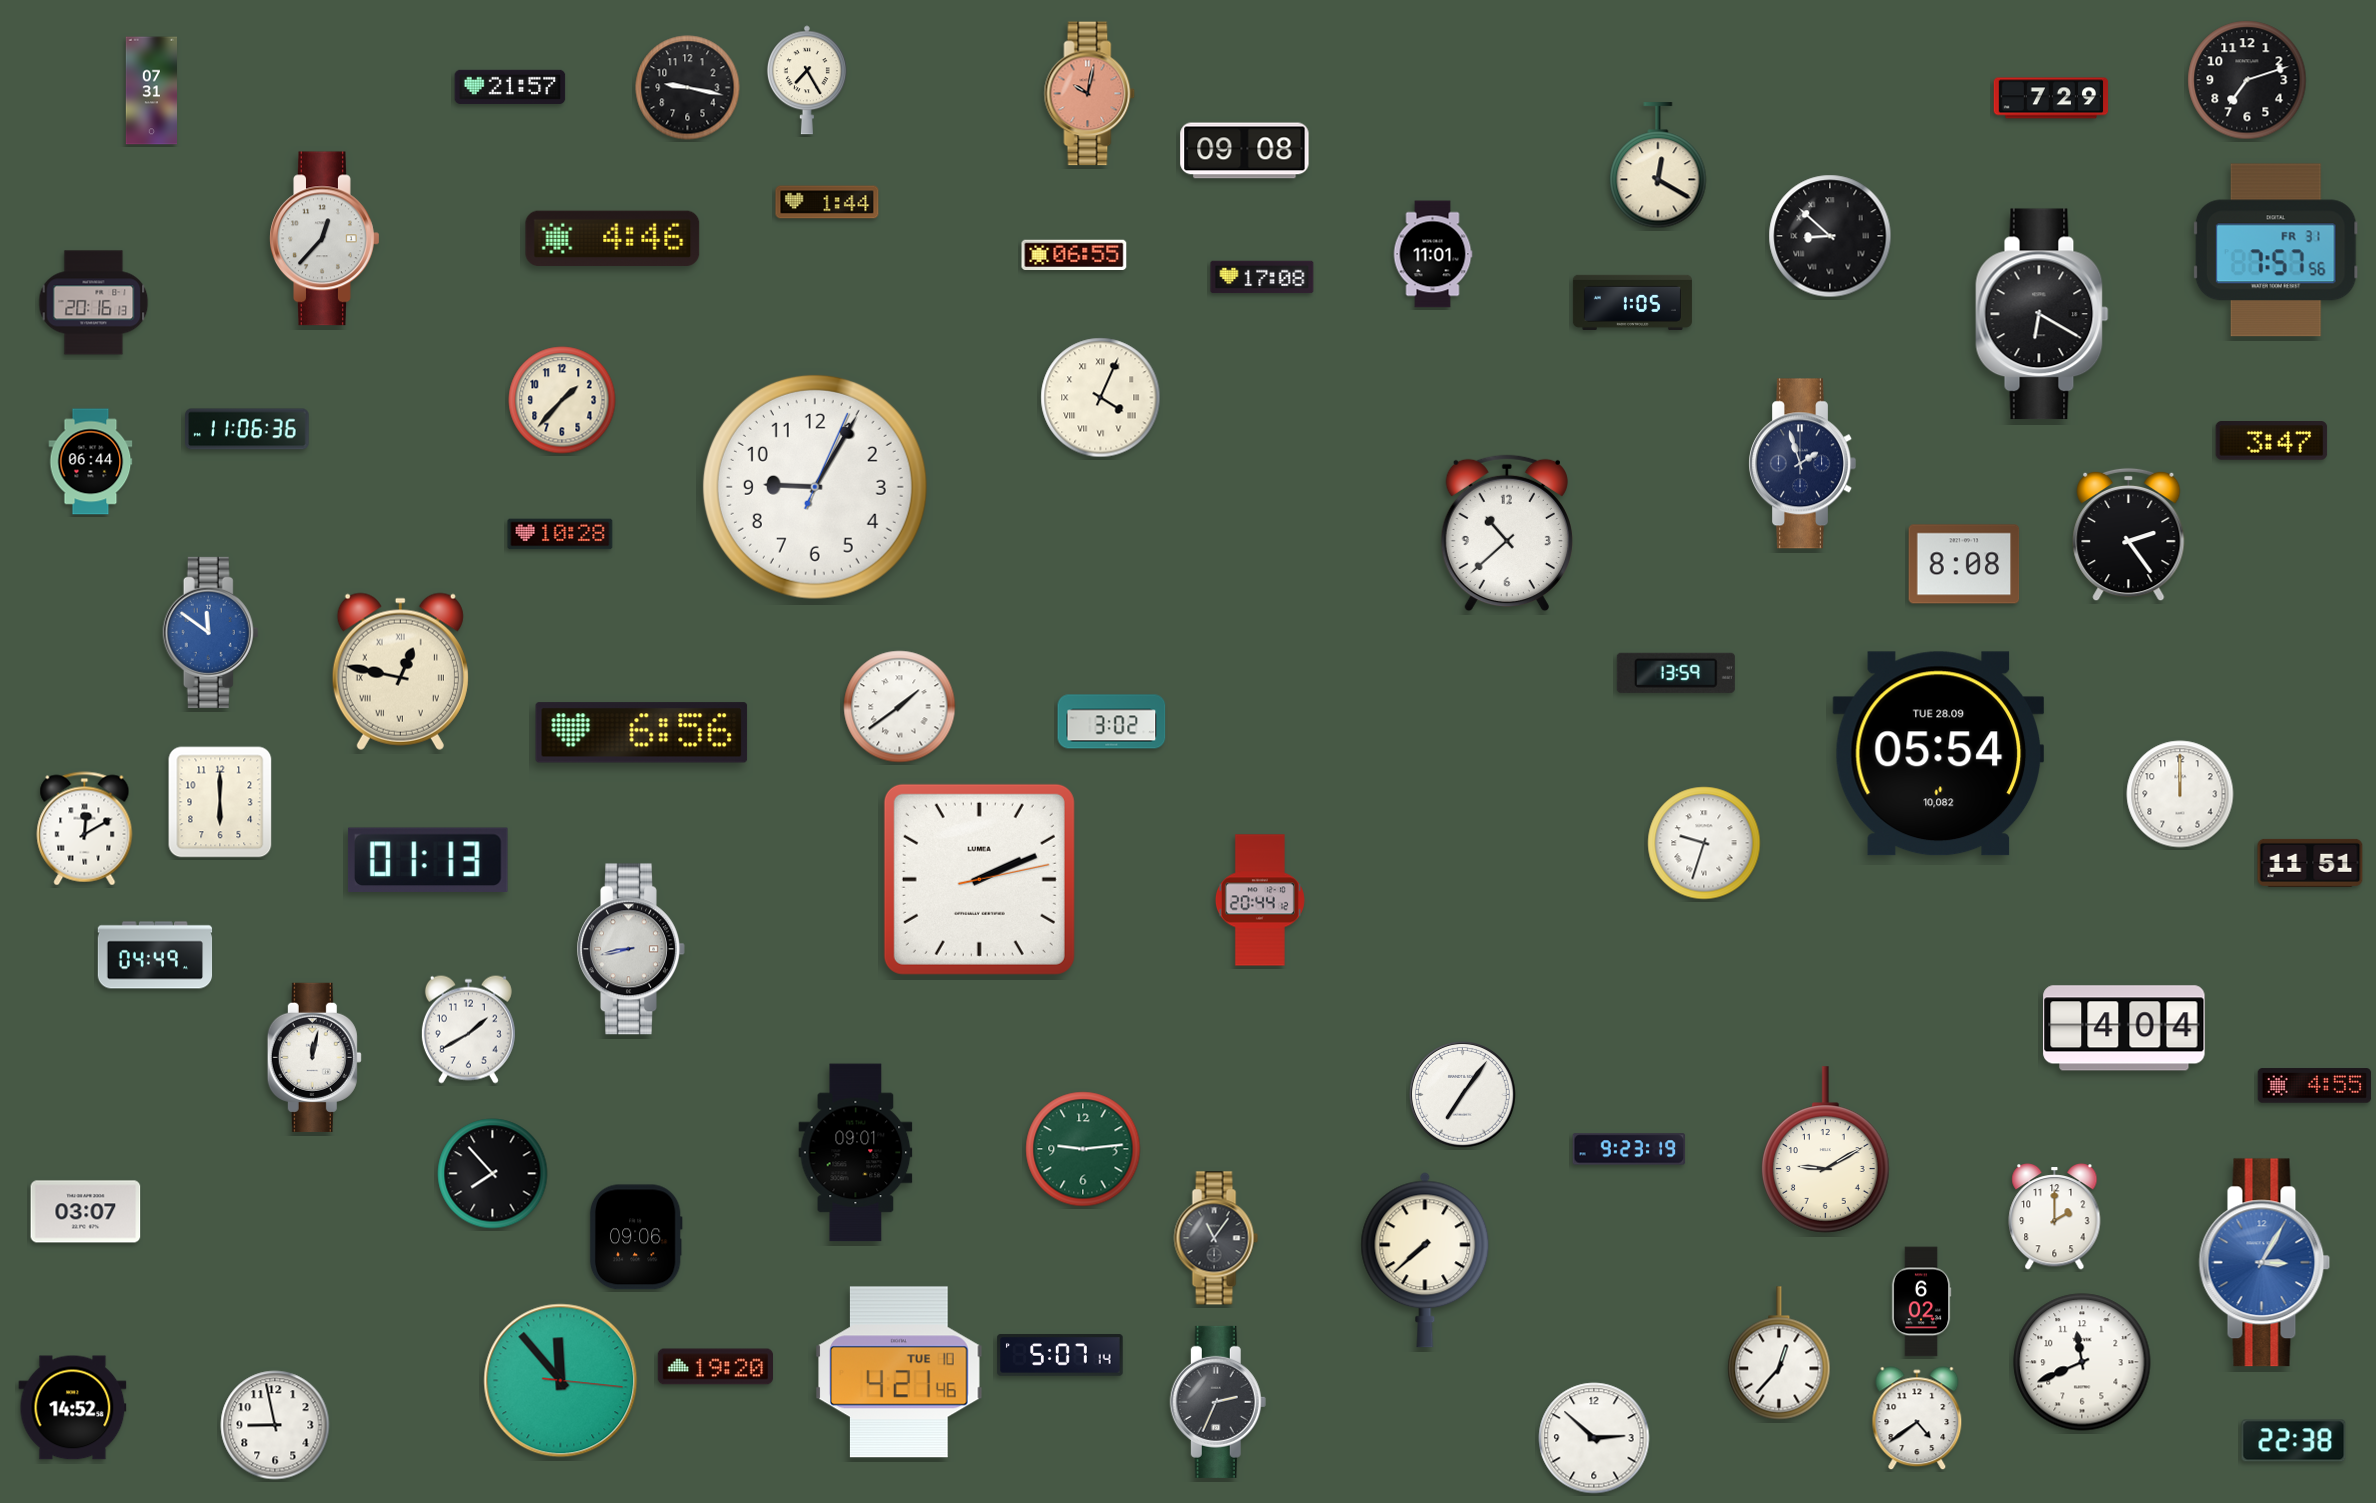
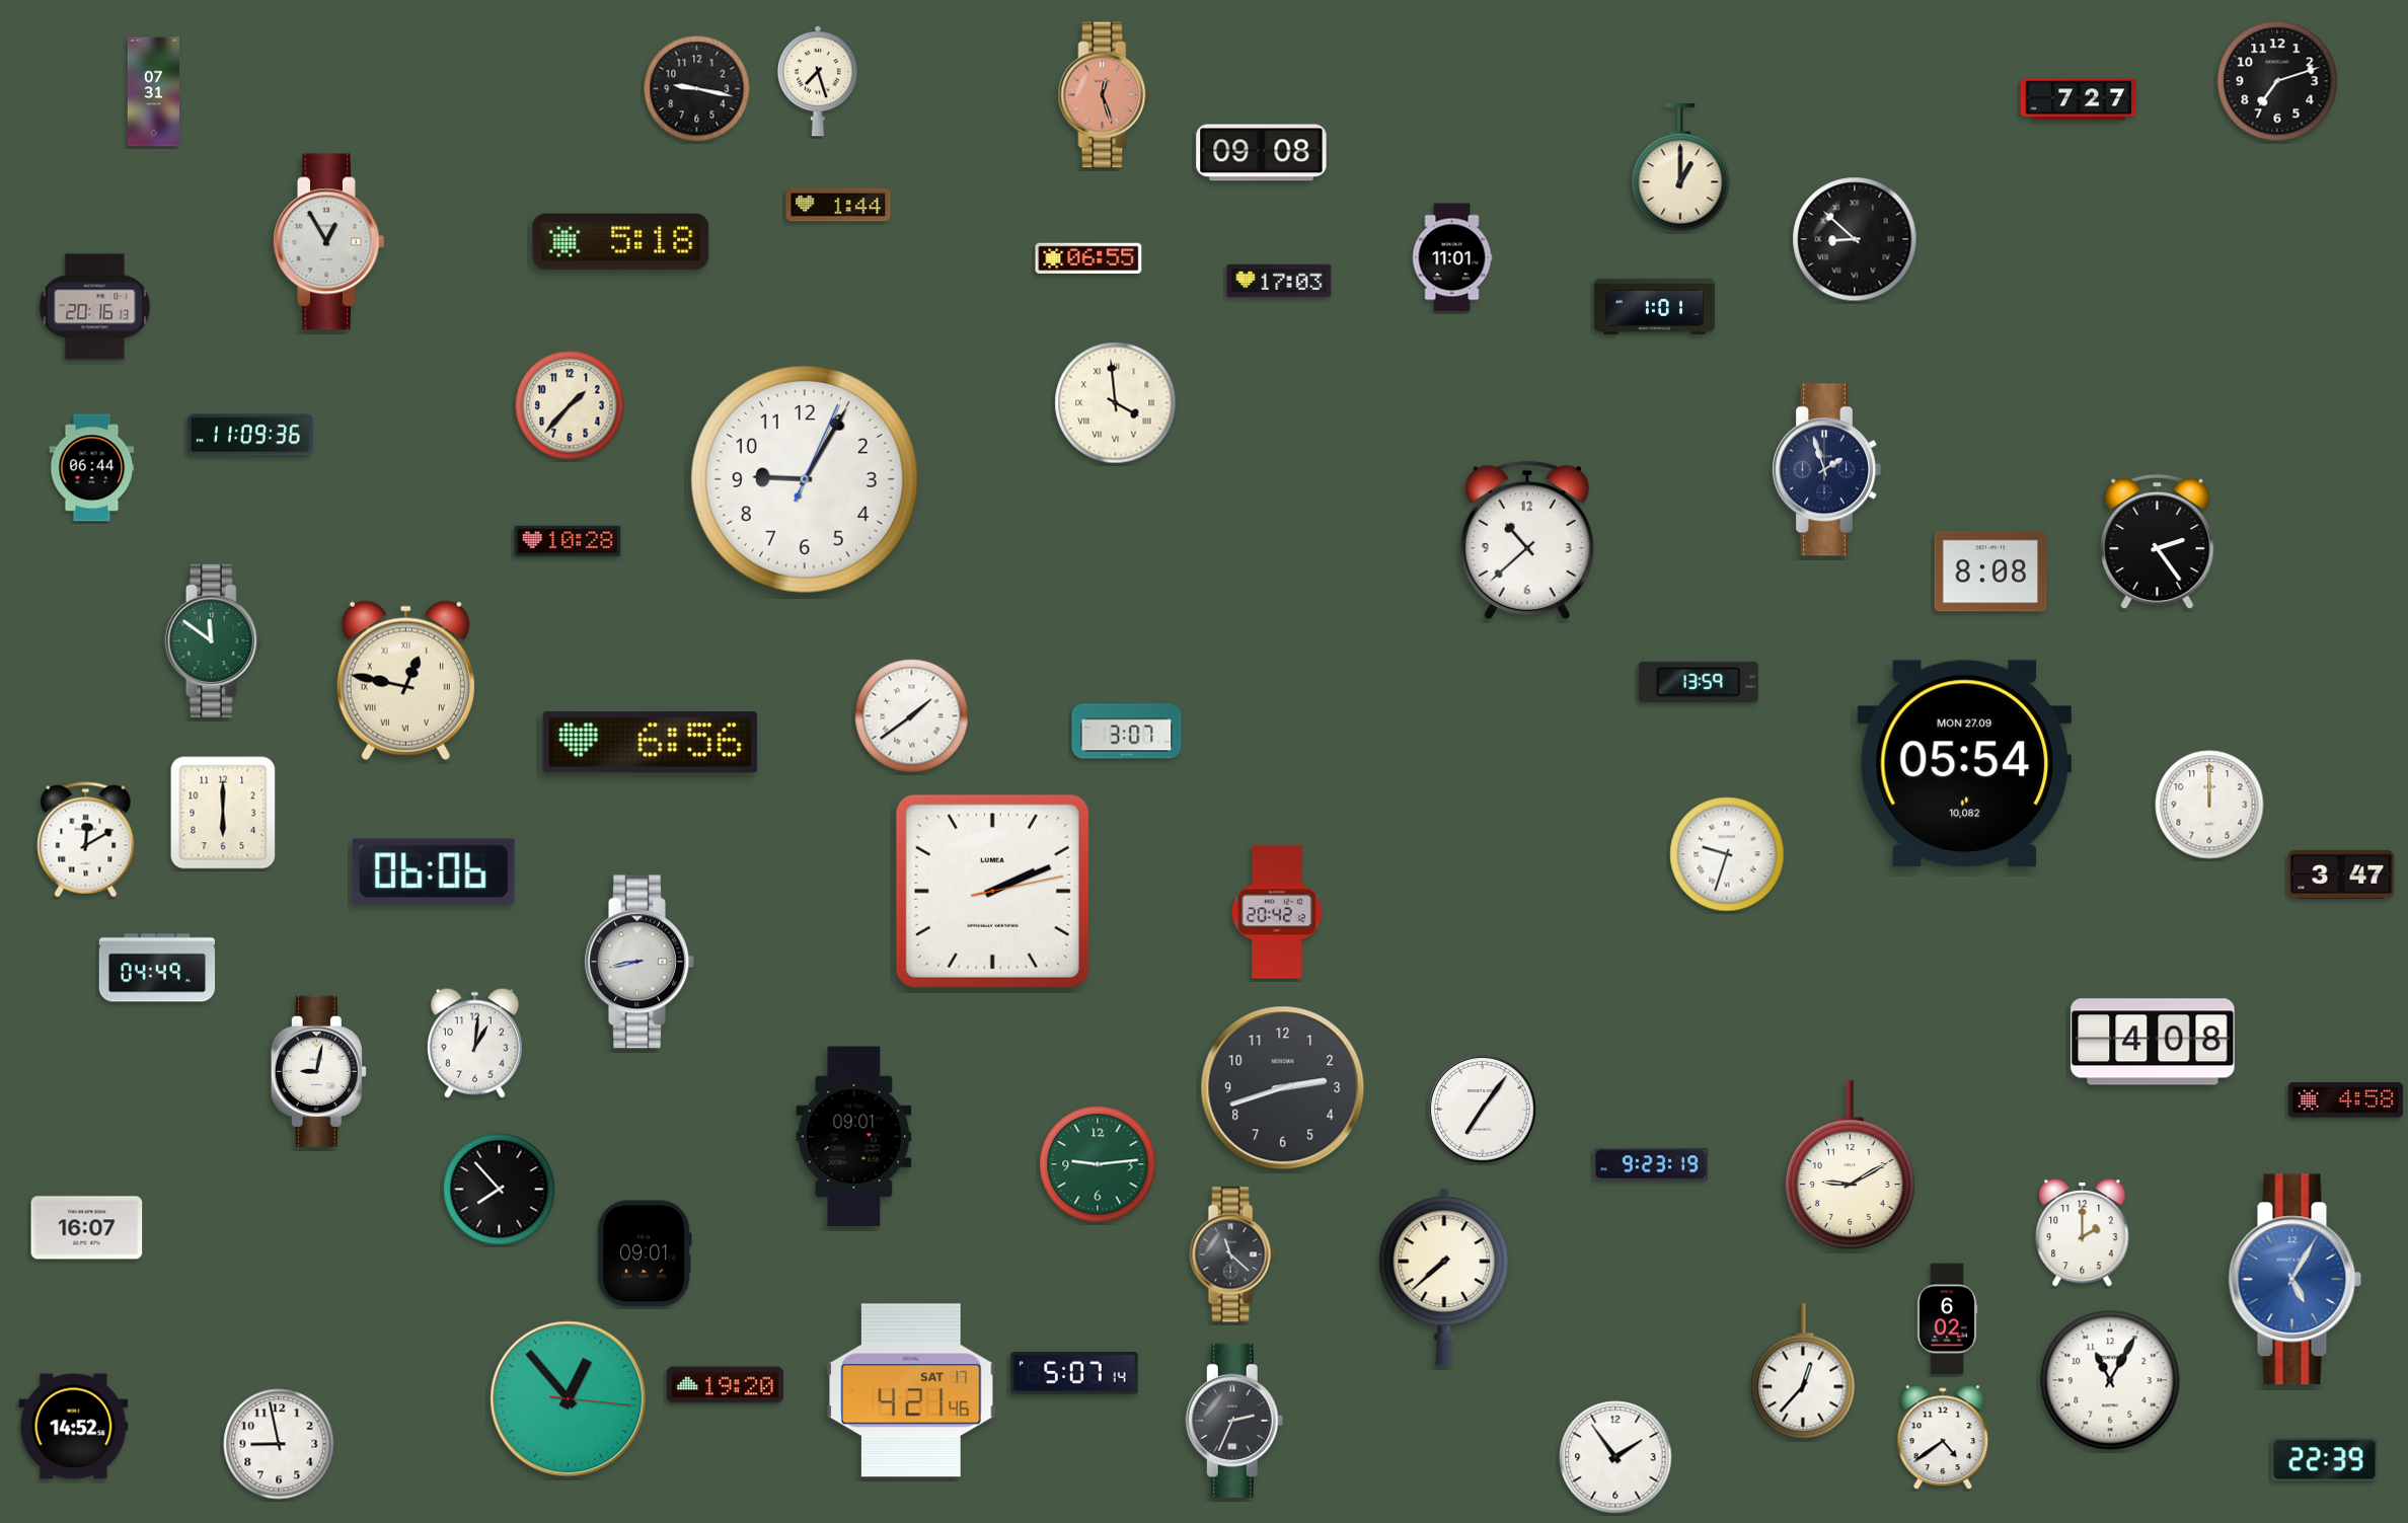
clock at (807, 80): 7:25 -> 7:27
clock at (510, 87): 21:57 -> none
clock at (1090, 94): 10:02 -> 12:27
clock at (2051, 98): 7:29 -> 7:27
clock at (1658, 166): 12:20 -> 1:00
clock at (613, 238): 4:46 -> 5:18
clock at (325, 239): 12:37 -> 12:55
clock at (2276, 250): 7:57 -> none
clock at (1262, 277): 17:08 -> 17:03
clock at (1632, 302): 1:05 -> 1:01
clock at (2042, 314): 6:20 -> none
clock at (1101, 398): 4:04 -> 3:59
clock at (247, 429): 11:06 -> 11:09
clock at (2272, 441): 3:47 -> none
clock at (815, 487) position: (815, 487) -> (805, 479)
clock at (211, 632) dial: blue -> green
clock at (1112, 722): 3:02 -> 3:07
clock at (1938, 754) date: TUE 28.09 -> MON 27.09
clock at (428, 859): 01:13 -> 06:06
clock at (2310, 863): 11:51 -> 3:47
clock at (1260, 900): 20:44 -> 20:42
clock at (2124, 1028): 4:04 -> 4:08
clock at (468, 1029): 1:40 -> 1:01
clock at (314, 1057): 12:02 -> 9:02
clock at (1283, 1088): none -> 2:42
clock at (2315, 1086): 4:55 -> 4:58
clock at (856, 1153) position: (856, 1153) -> (854, 1137)
clock at (86, 1212): 03:07 -> 16:07
clock at (636, 1237): 09:06 -> 09:01
clock at (1216, 1238): 11:06 -> 11:22
clock at (2265, 1263): 3:05 -> 5:05
clock at (2082, 1362): 11:41 -> 11:05
clock at (899, 1372) date: TUE 10 -> SAT 17
clock at (561, 1381): 11:53 -> 12:53
clock at (1594, 1438): 2:52 -> 1:54
clock at (2294, 1441): 22:38 -> 22:39
